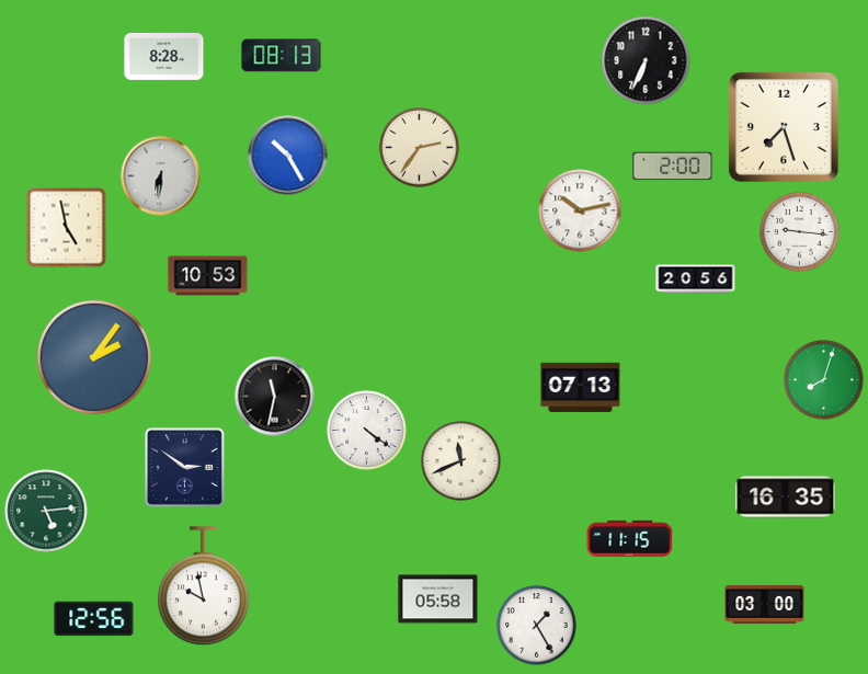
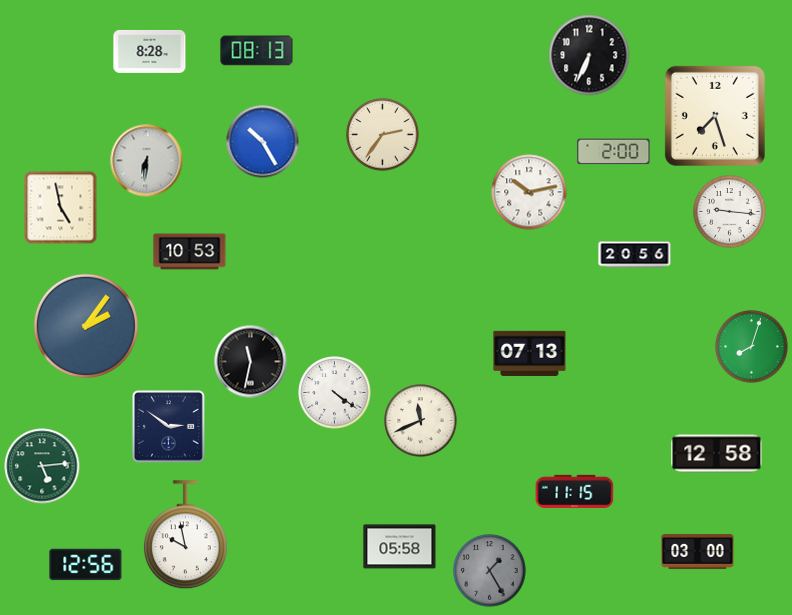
clock at (786, 498): 16:35 -> 12:58
clock at (537, 626) dial: white -> grey
